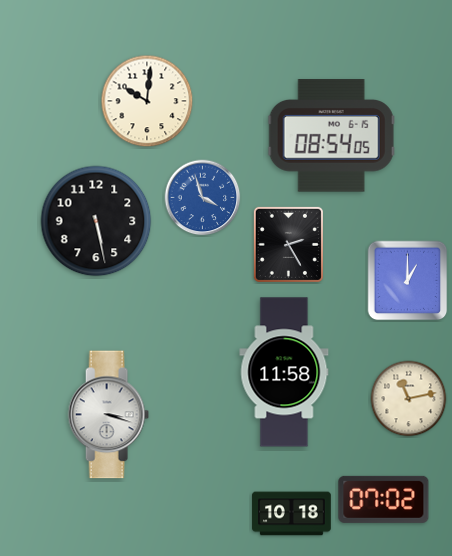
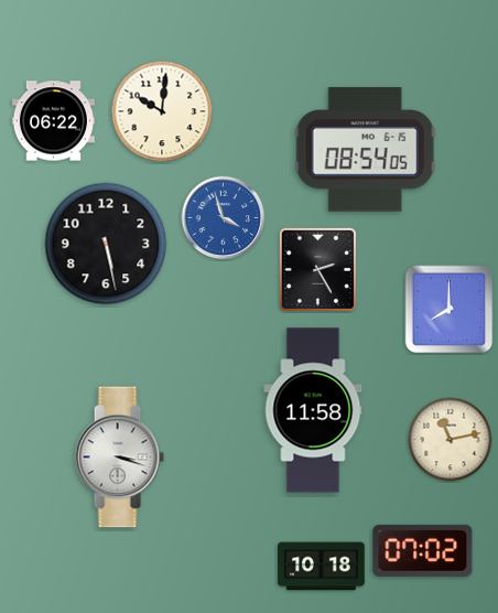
clock at (53, 121): none -> 06:22
clock at (408, 281): 1:00 -> 8:00
